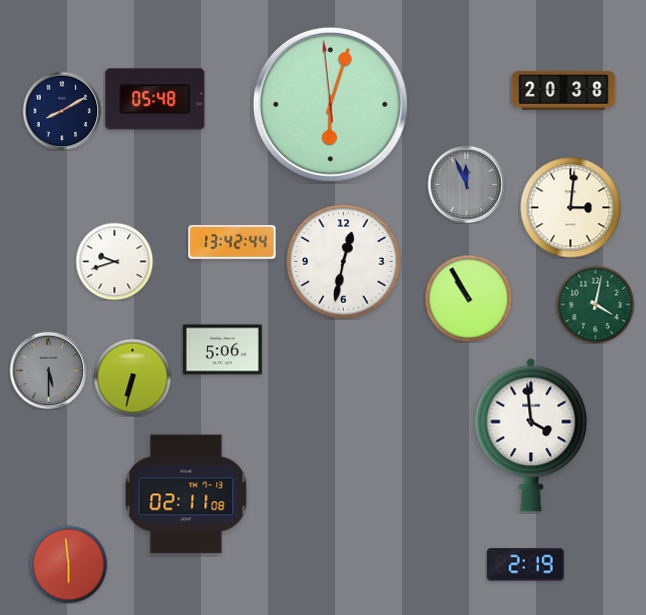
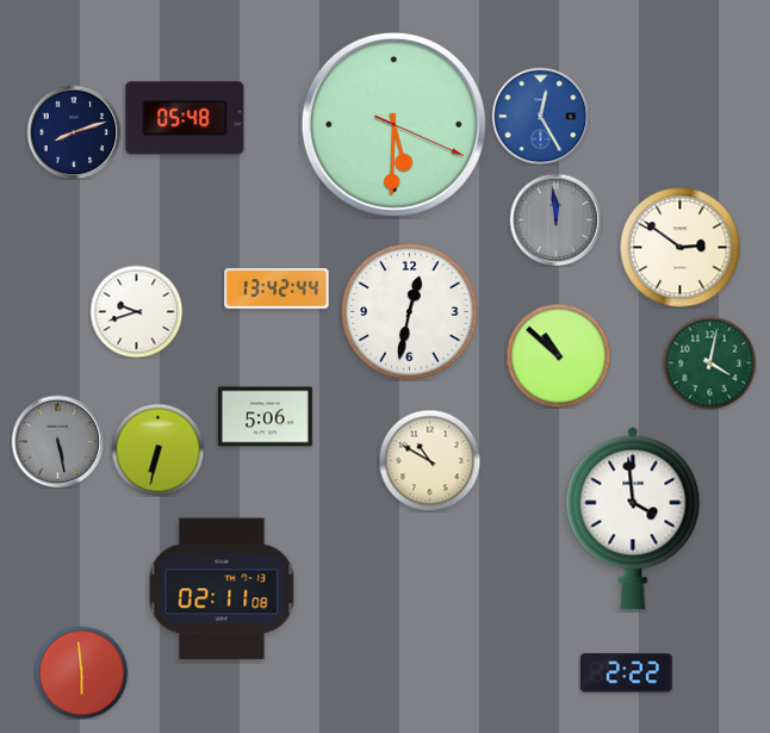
clock at (564, 90): 20:38 -> none
clock at (540, 116): none -> 12:25
clock at (330, 104): 6:02 -> 5:30
clock at (62, 111): 8:10 -> 8:12
clock at (466, 184): 11:56 -> 11:59
clock at (571, 208): 3:01 -> 2:51
clock at (468, 298): 10:55 -> 10:52
clock at (48, 370): 5:30 -> 5:28
clock at (429, 460): none -> 10:50
clock at (525, 565): 2:19 -> 2:22
